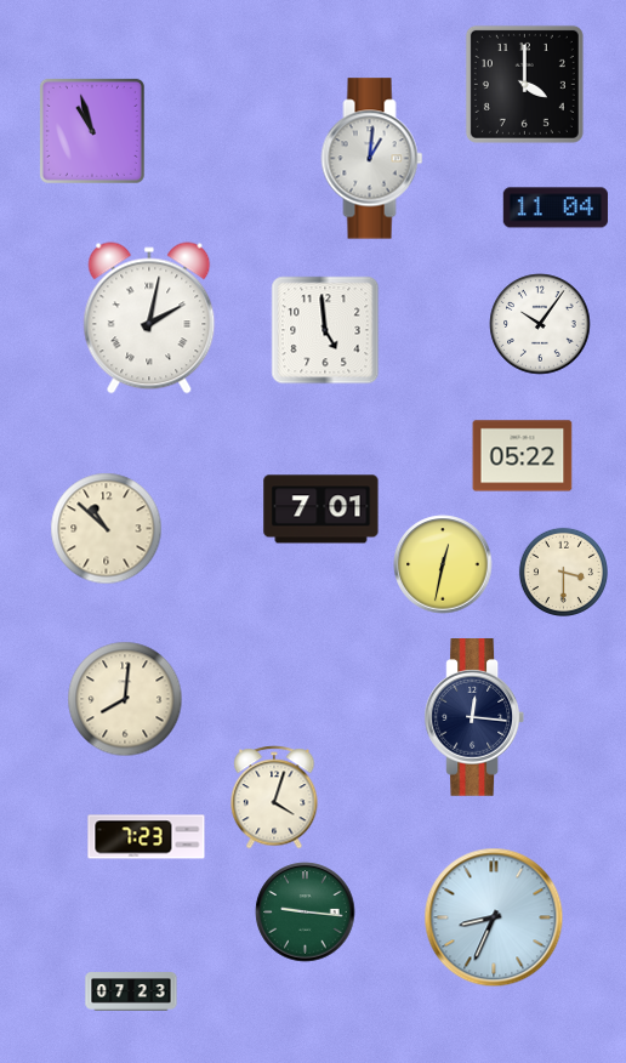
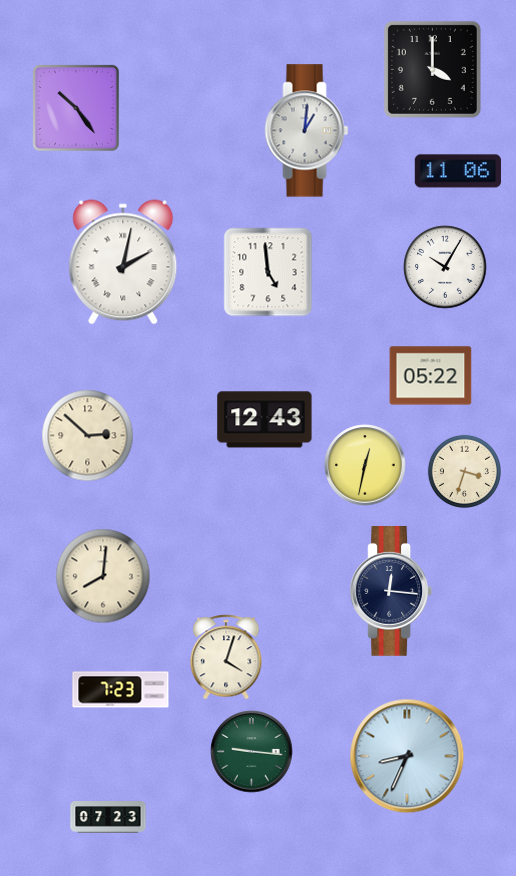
clock at (92, 131): 10:57 -> 10:24
clock at (556, 208): 11:04 -> 11:06
clock at (540, 324): 10:06 -> 10:05
clock at (321, 510): 7:01 -> 12:43
clock at (107, 529): 10:52 -> 2:52
clock at (563, 572): 3:30 -> 3:33
